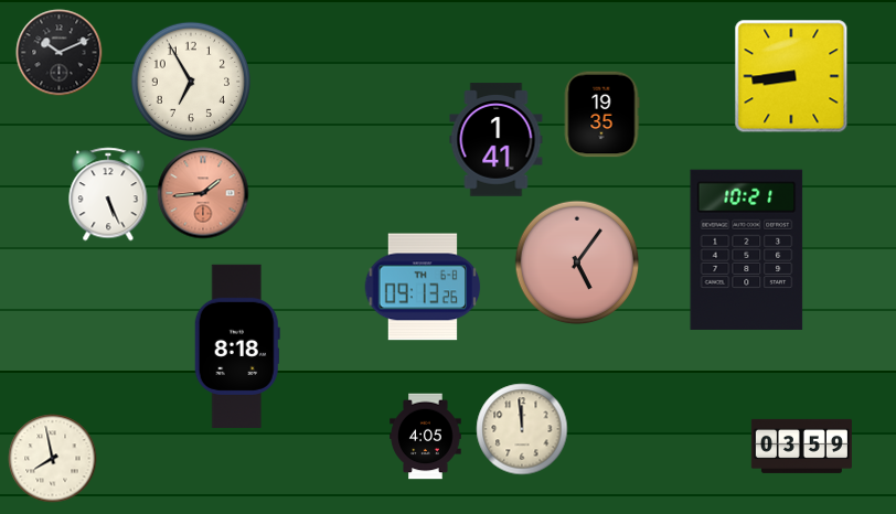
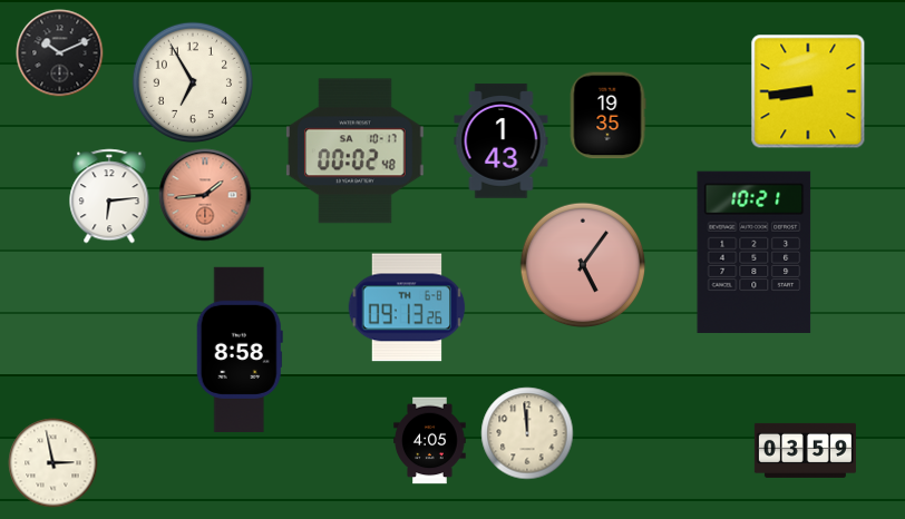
clock at (791, 76) position: (791, 76) -> (808, 91)
clock at (497, 140): 1:41 -> 1:43
clock at (356, 151): none -> 00:02
clock at (108, 194): 5:26 -> 6:14
clock at (423, 287) position: (423, 287) -> (407, 307)
clock at (237, 346): 8:18 -> 8:58
clock at (801, 446) position: (801, 446) -> (805, 450)
clock at (52, 458): 7:58 -> 2:58
